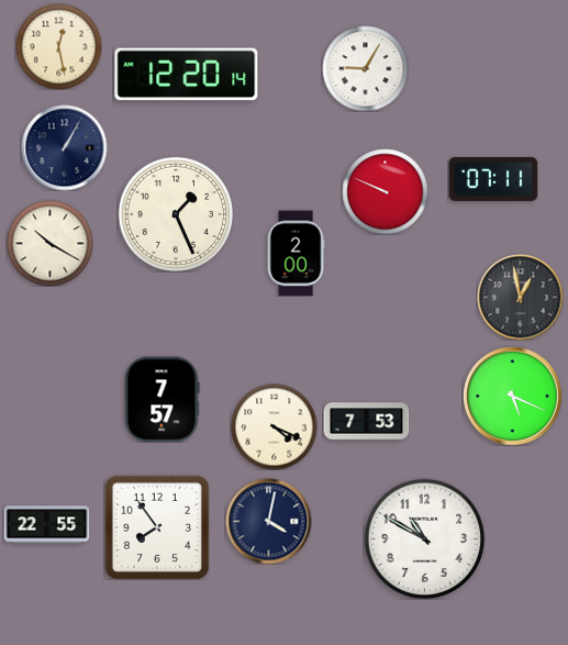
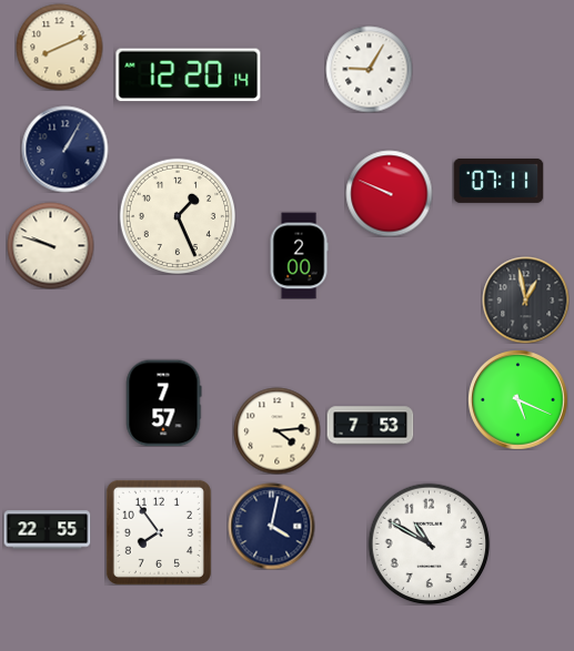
clock at (58, 46): 12:28 -> 8:11
clock at (49, 243): 10:20 -> 9:48
clock at (274, 426): 4:19 -> 4:14
